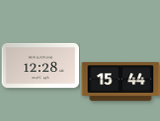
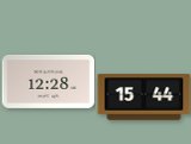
clock at (40, 65) position: (40, 65) -> (48, 81)
